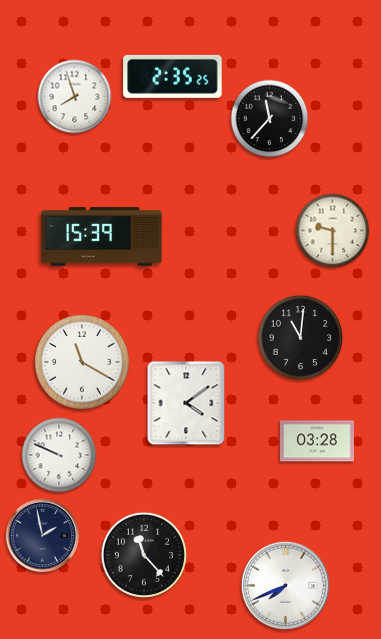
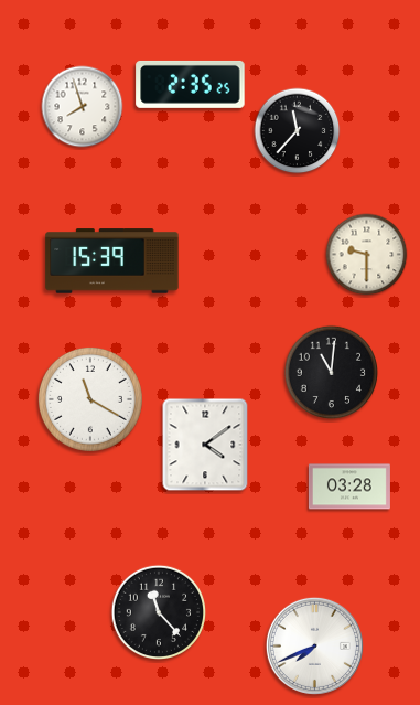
clock at (59, 455): 9:49 -> none
clock at (43, 536): 1:58 -> none
